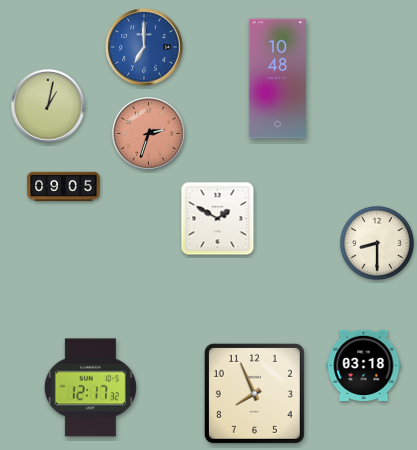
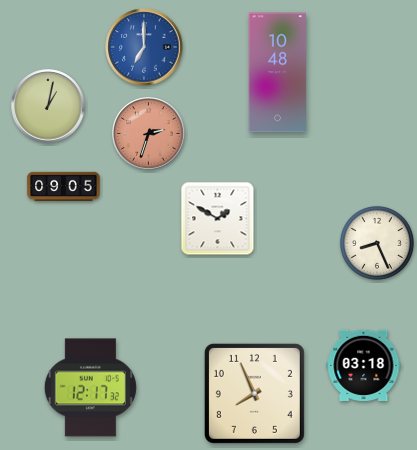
clock at (277, 79) position: (277, 79) -> (277, 73)
clock at (377, 243): 8:30 -> 8:26
